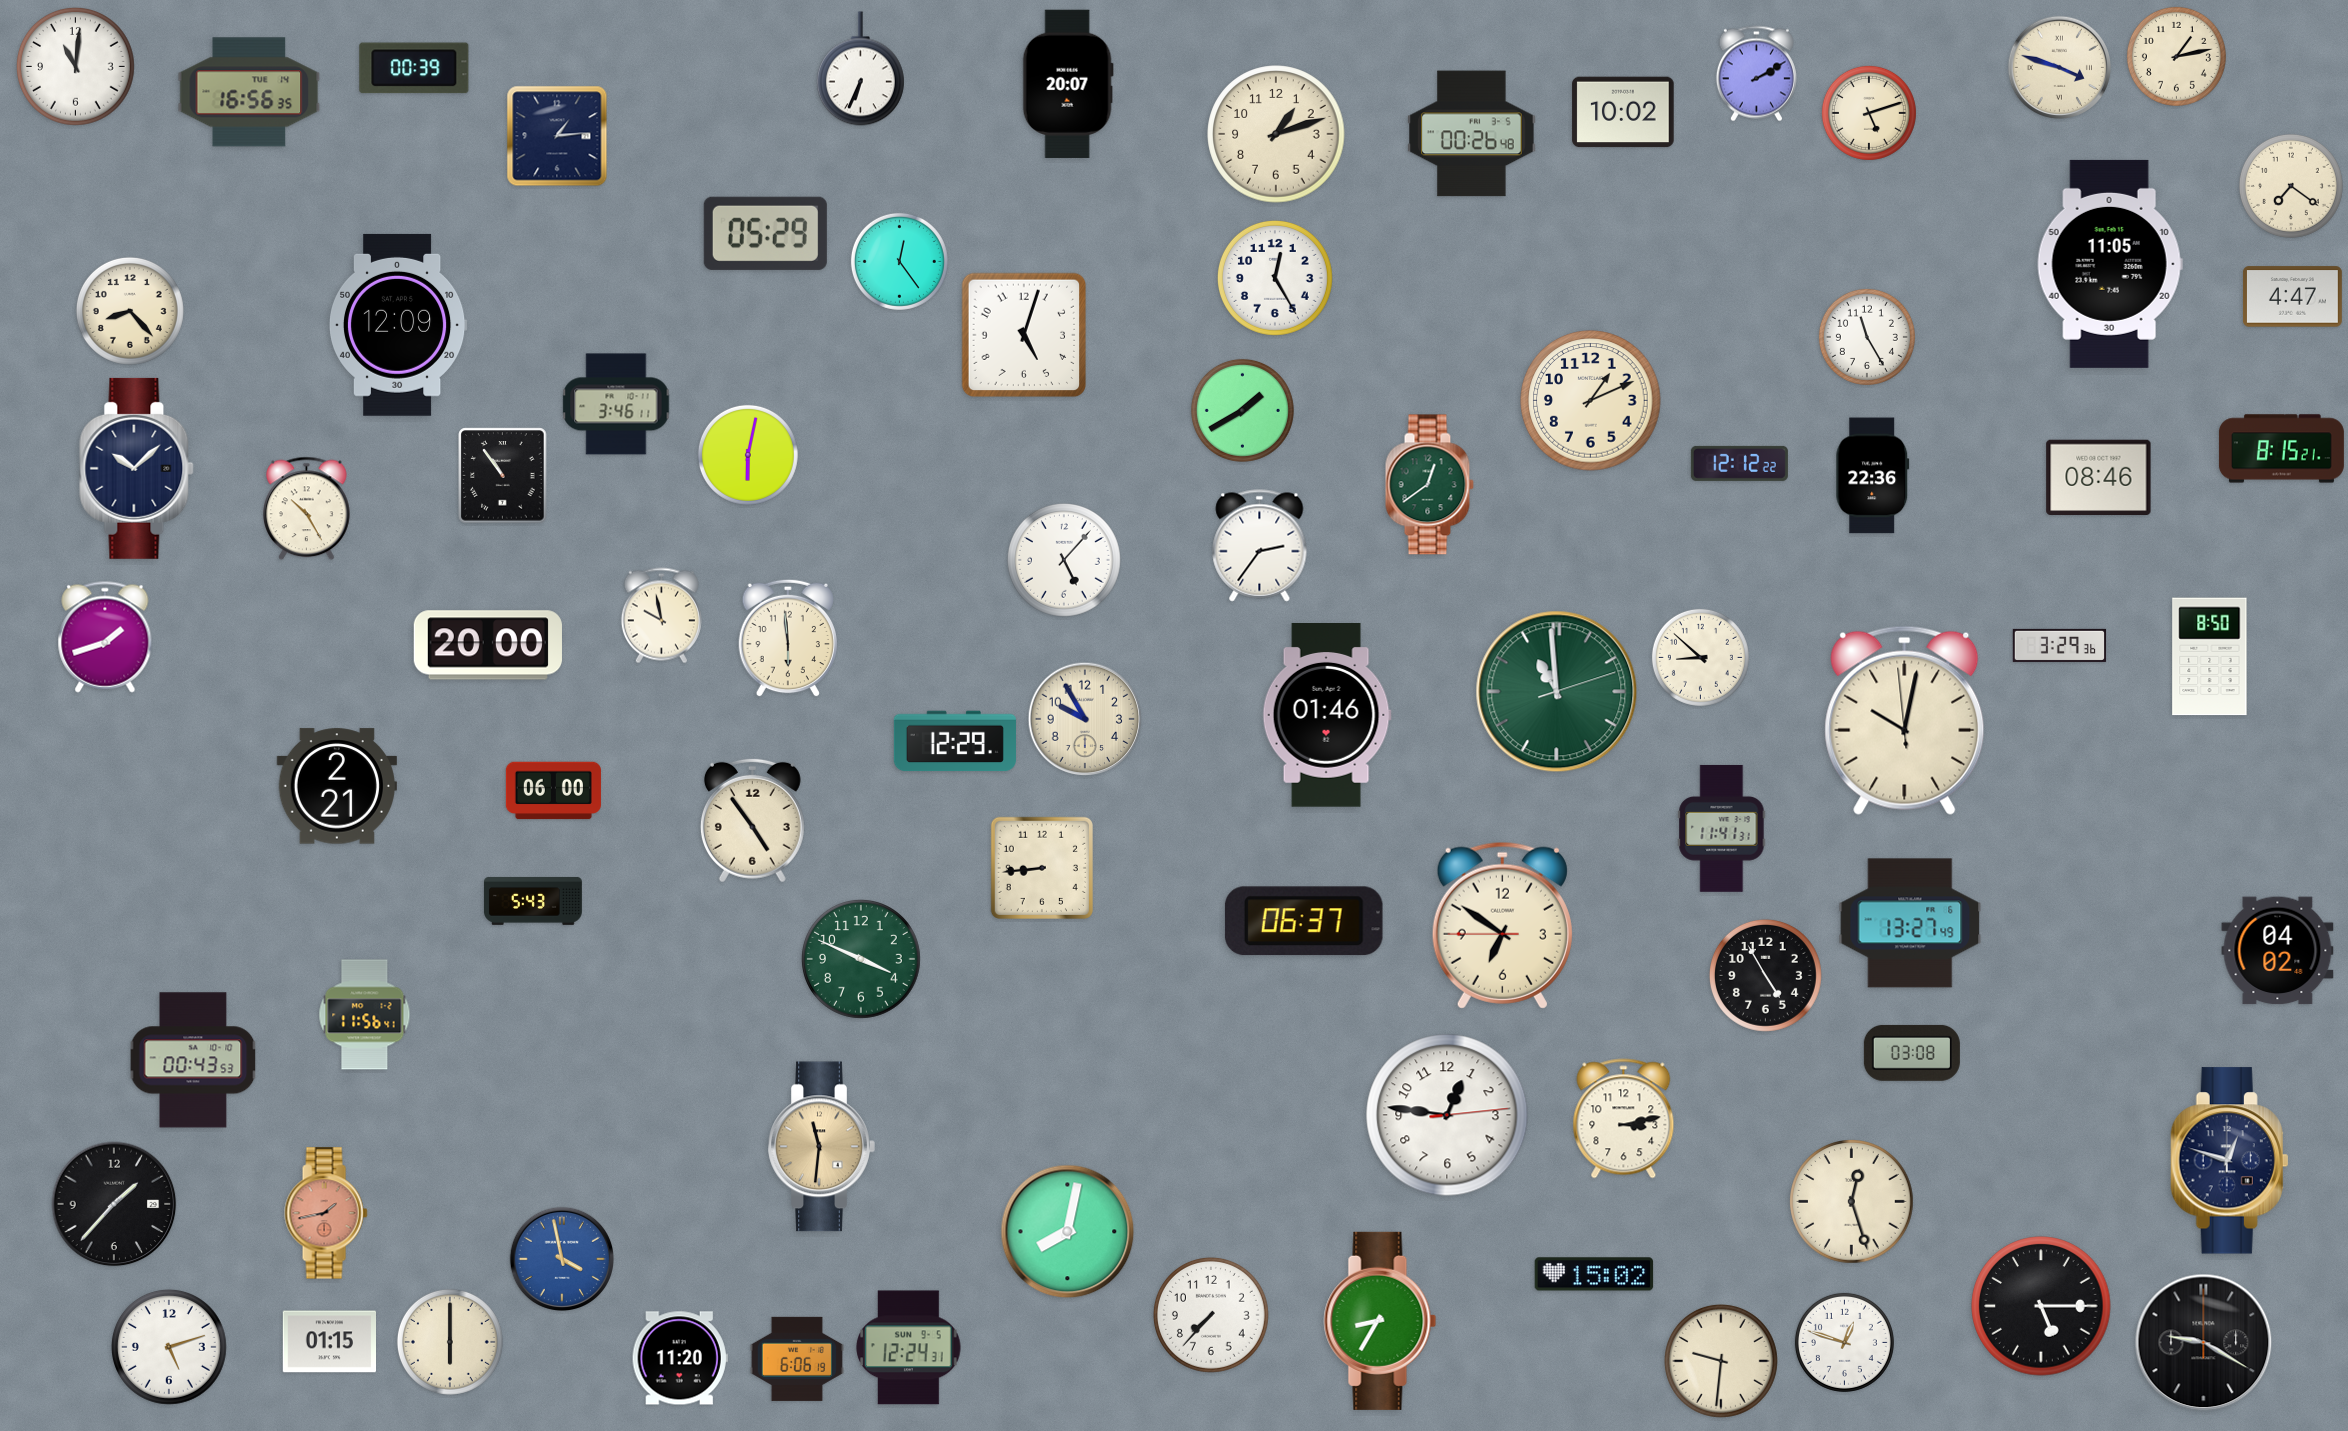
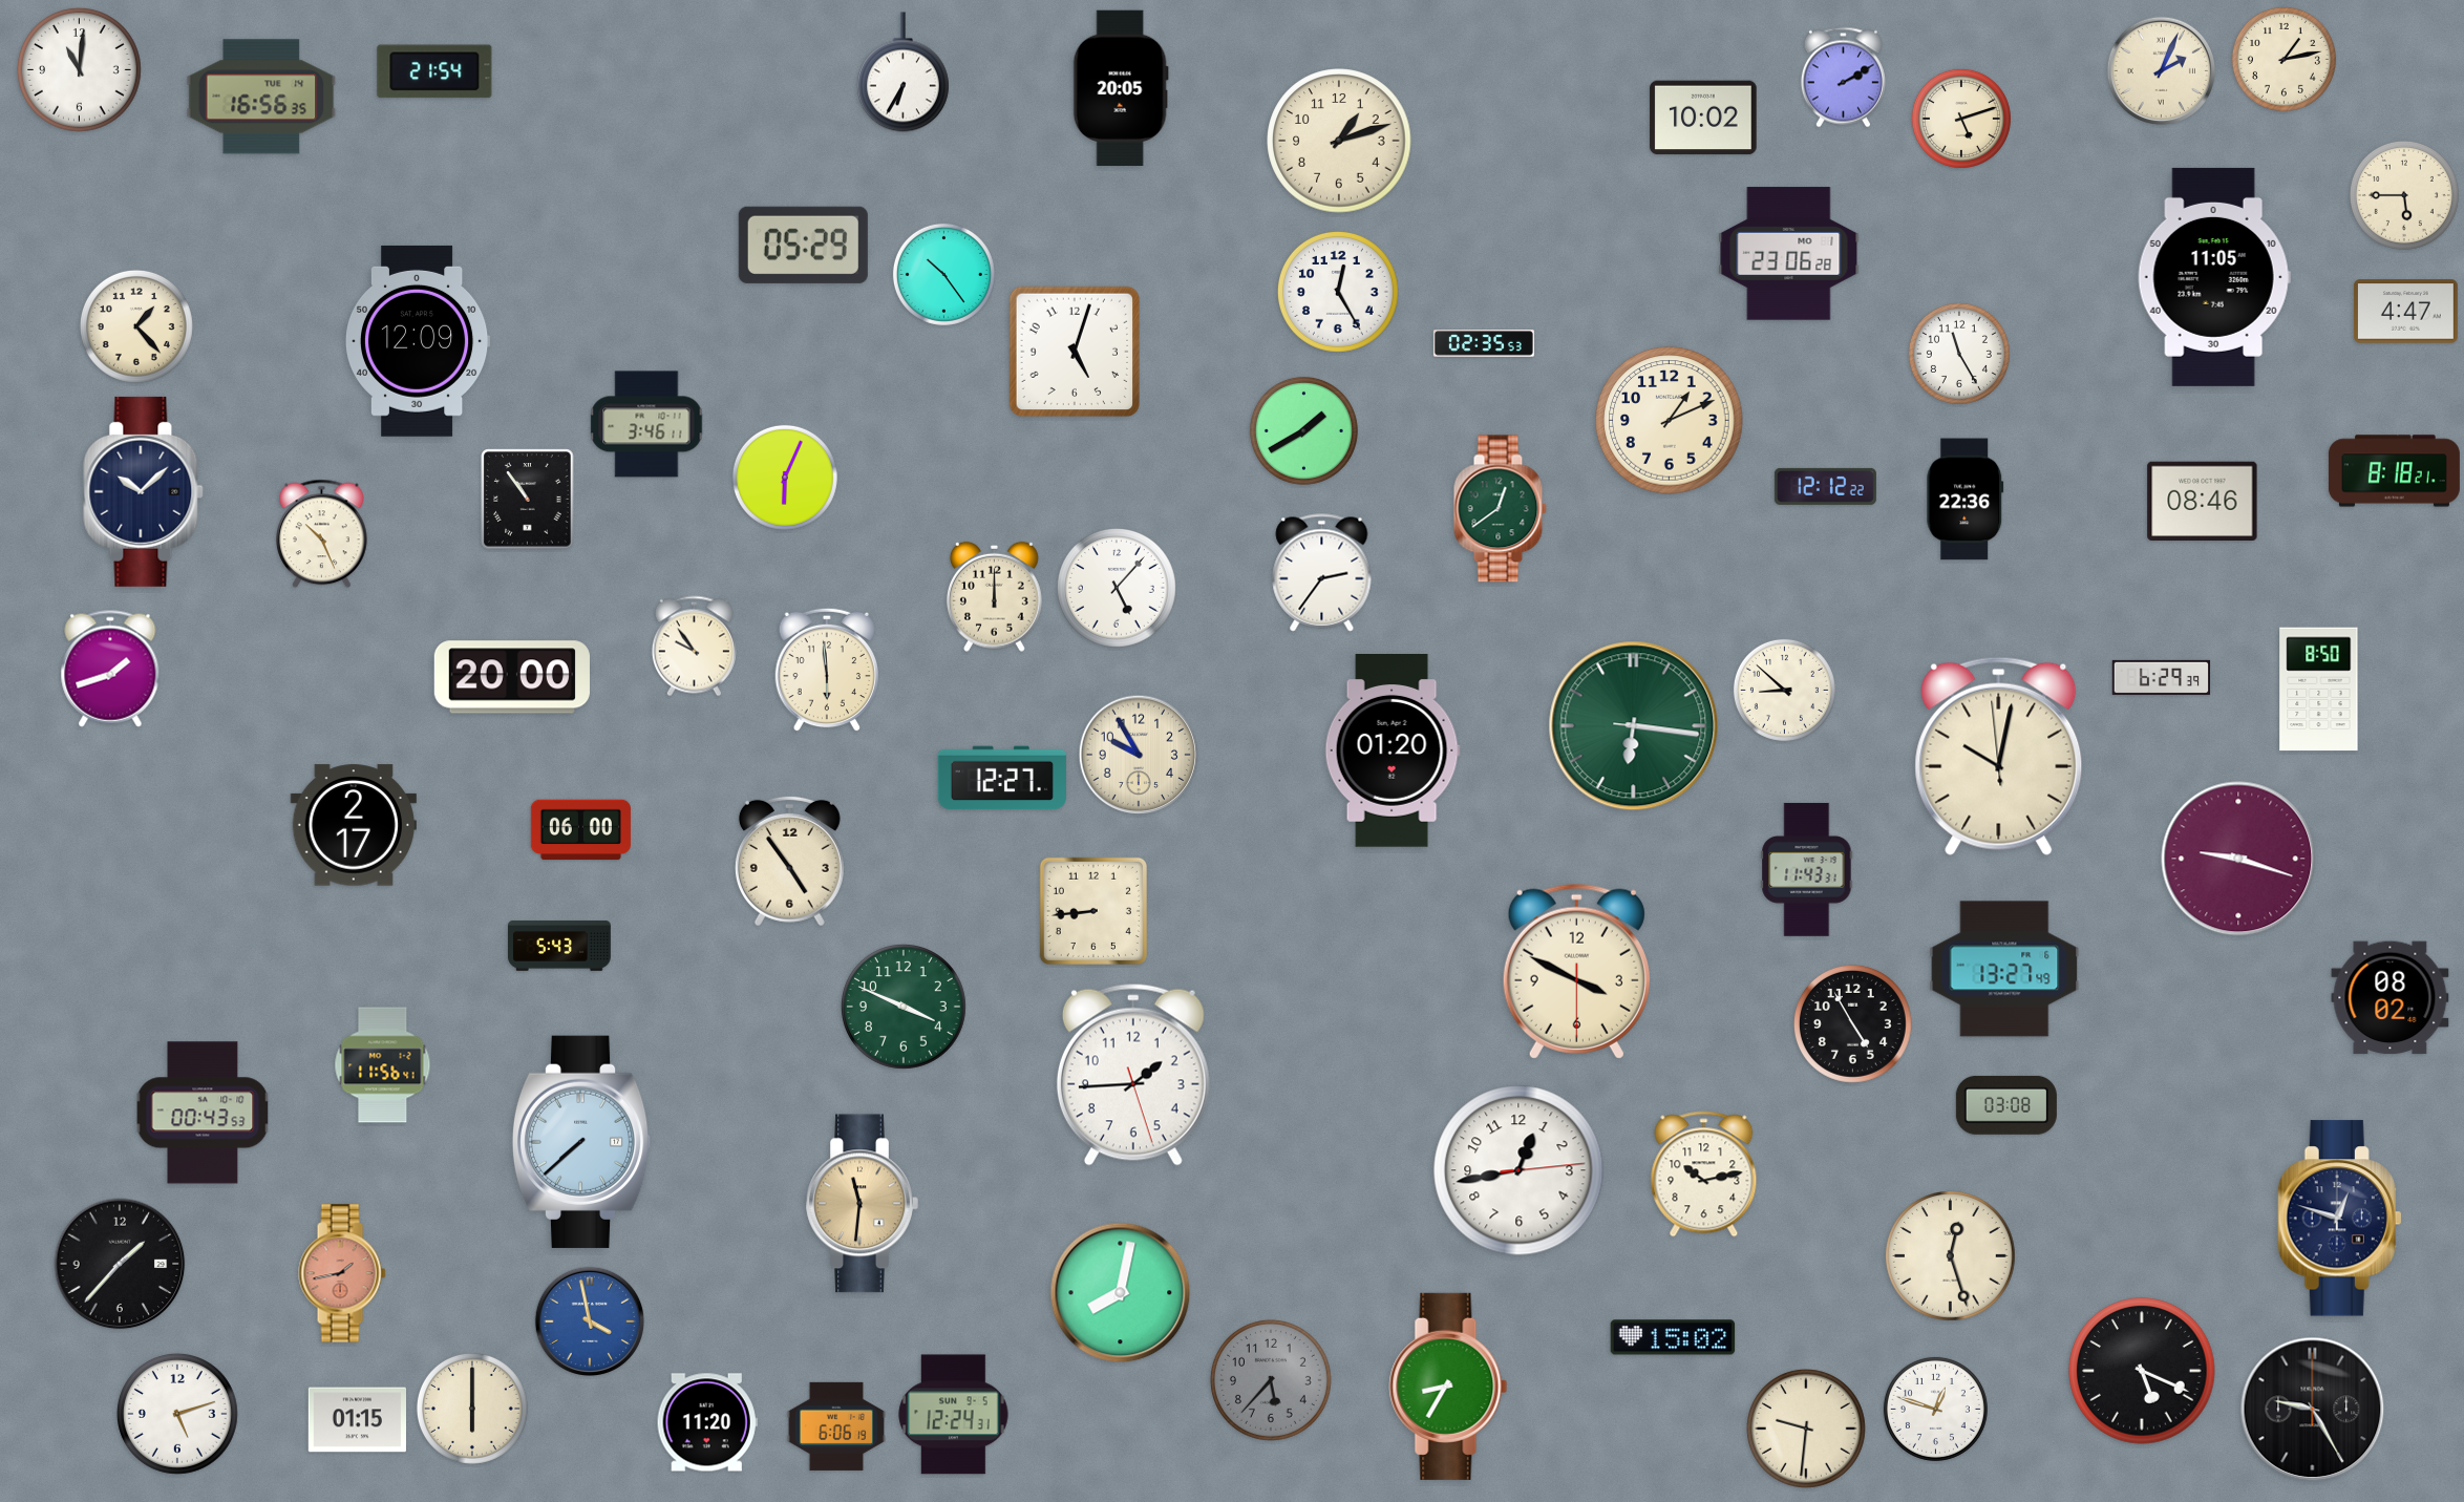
clock at (2059, 67): 3:48 -> 2:04
clock at (414, 68): 00:39 -> 21:54
clock at (860, 69): 6:34 -> 6:35
clock at (1068, 84): 20:07 -> 20:05
clock at (1472, 134): 00:26 -> none
clock at (557, 136): 1:14 -> none
clock at (2291, 186): 7:21 -> 5:45
clock at (1789, 254): none -> 23:06
clock at (899, 261): 12:24 -> 10:24
clock at (130, 311): 8:23 -> 1:23
clock at (1484, 343): none -> 02:35
clock at (2281, 449): 8:15 -> 8:18
clock at (748, 455): 6:02 -> 6:04
clock at (307, 509): 10:25 -> 10:26
clock at (994, 596): none -> 12:00
clock at (661, 616): 9:58 -> 9:54
clock at (2060, 645): 3:29 -> 6:29
clock at (1557, 692): 10:59 -> 6:16
clock at (1327, 716): 01:46 -> 01:20
clock at (955, 741): 12:29 -> 12:27
clock at (337, 786): 2:21 -> 2:17
clock at (2238, 859): none -> 9:18
clock at (1722, 829): 11:41 -> 11:43
clock at (1304, 921): 06:37 -> none
clock at (1502, 925): 6:50 -> 3:49
clock at (2278, 951): 04:02 -> 08:02
clock at (1133, 1075): none -> 1:44
clock at (581, 1142): none -> 7:38
clock at (1447, 1115): 12:46 -> 12:43
clock at (1624, 1119): 3:13 -> 10:13
clock at (1852, 1202) position: (1852, 1202) -> (1951, 1256)
clock at (2041, 1306): 5:15 -> 5:19
clock at (1211, 1315): 7:37 -> 5:37
clock at (1211, 1315) dial: white -> grey
clock at (329, 1342) position: (329, 1342) -> (357, 1420)
clock at (2204, 1343): 9:20 -> 9:25
clock at (680, 1358) position: (680, 1358) -> (707, 1422)
